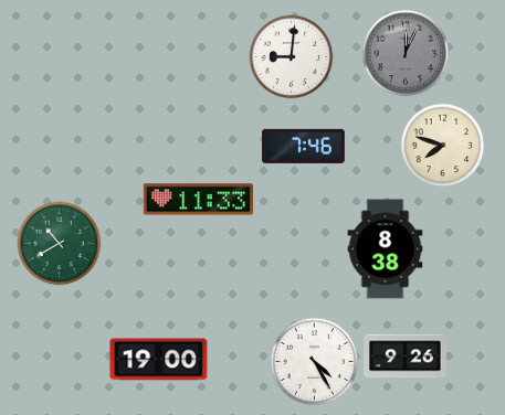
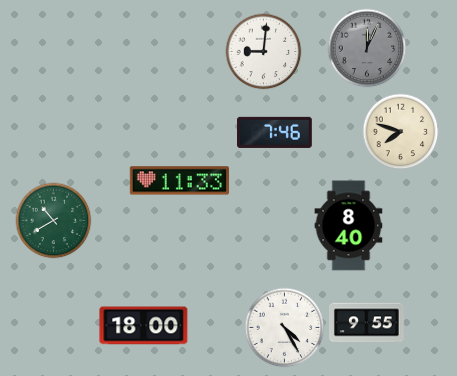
clock at (386, 249): 8:38 -> 8:40
clock at (406, 357): 9:26 -> 9:55
clock at (159, 360): 19:00 -> 18:00
